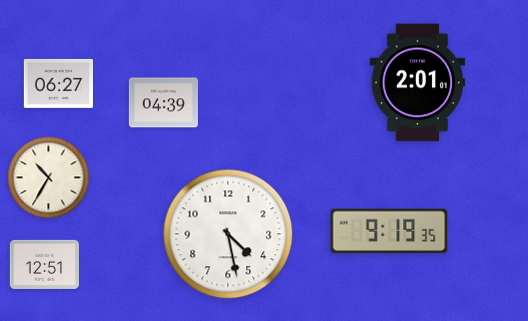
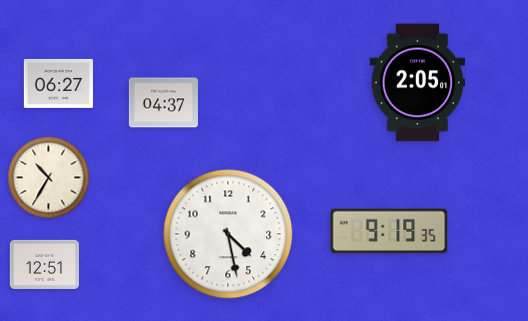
clock at (418, 83): 2:01 -> 2:05
clock at (163, 103): 04:39 -> 04:37
